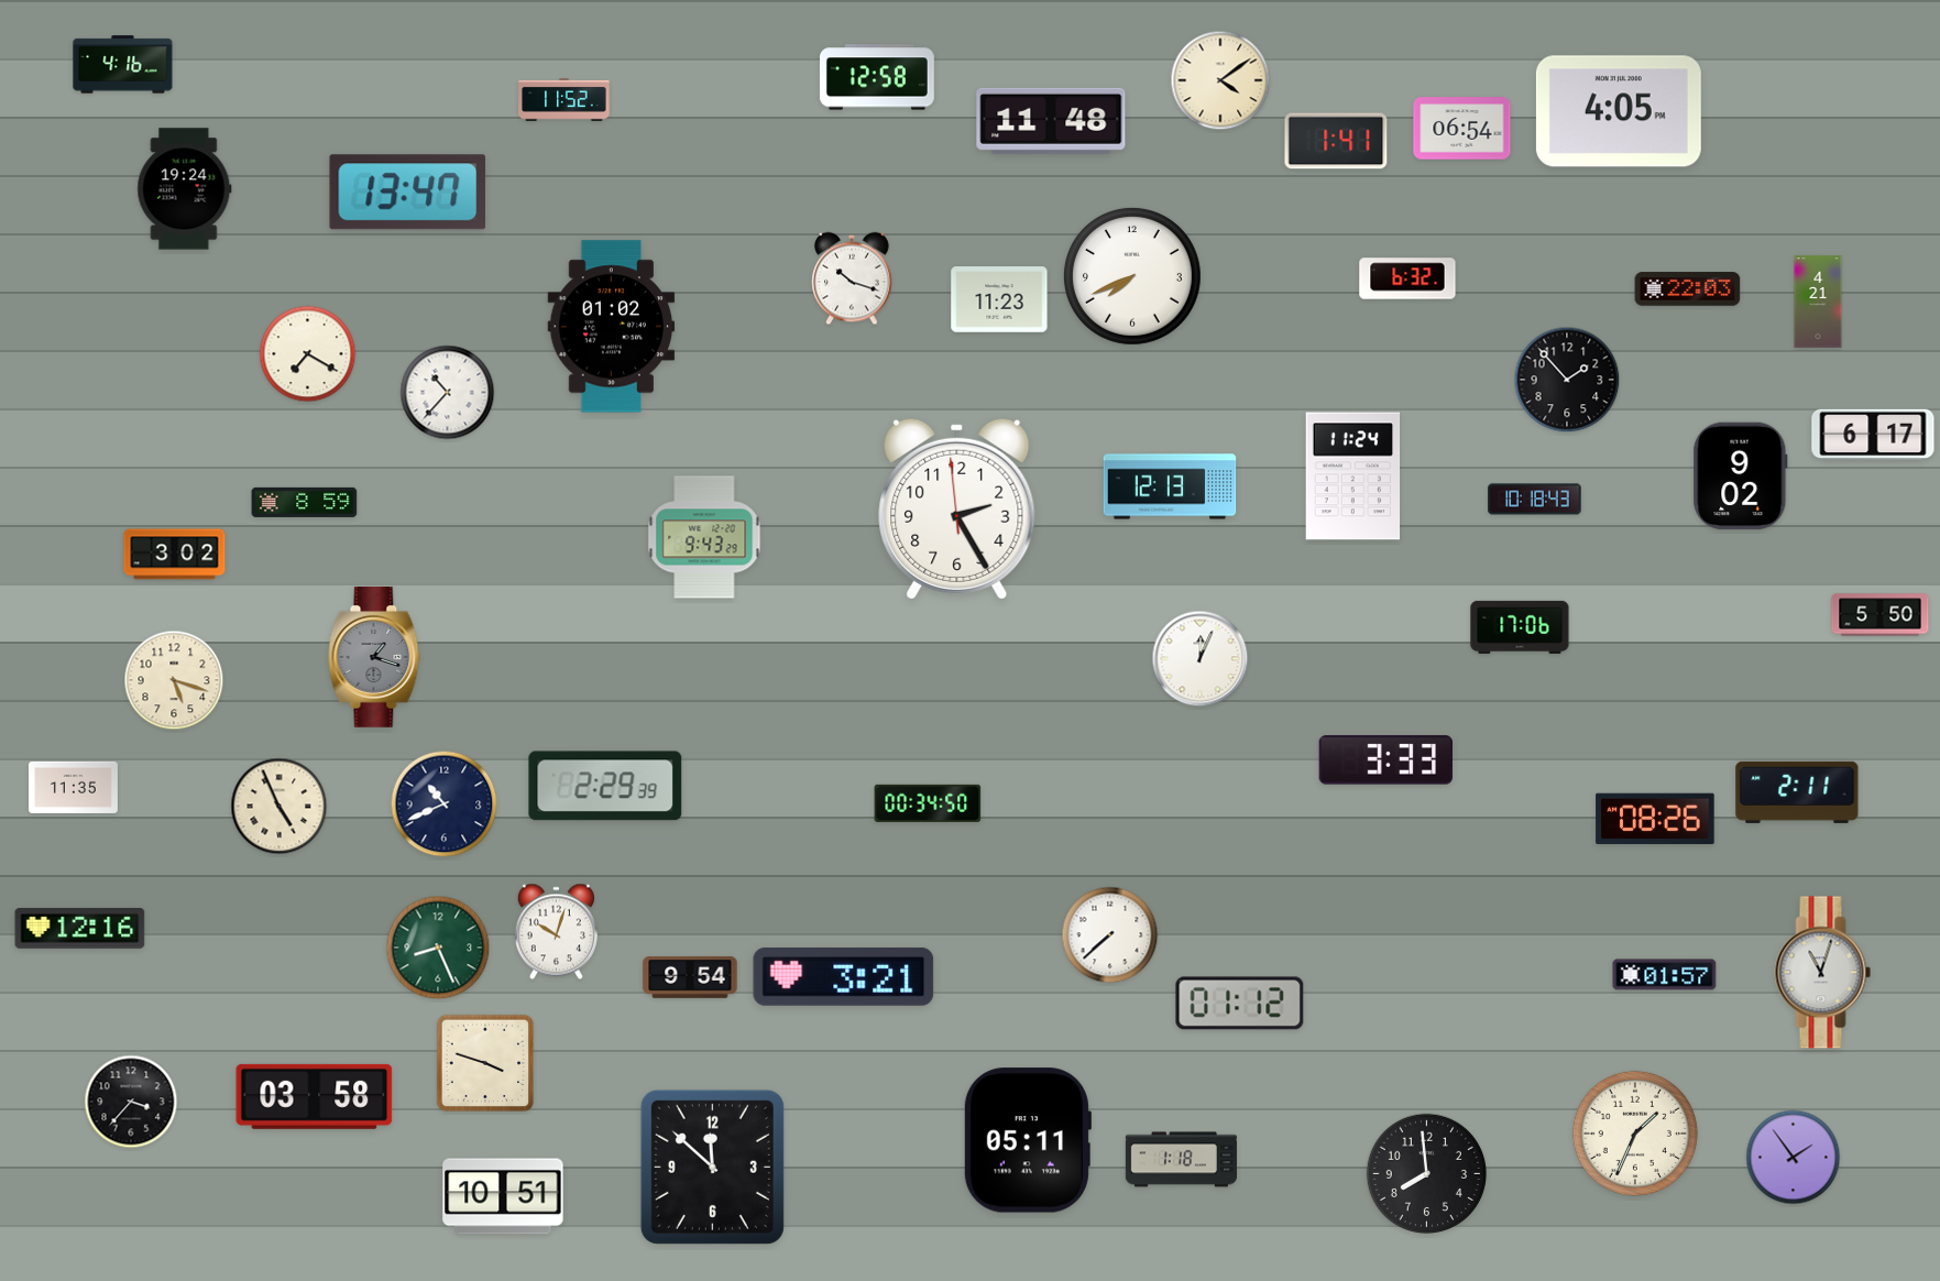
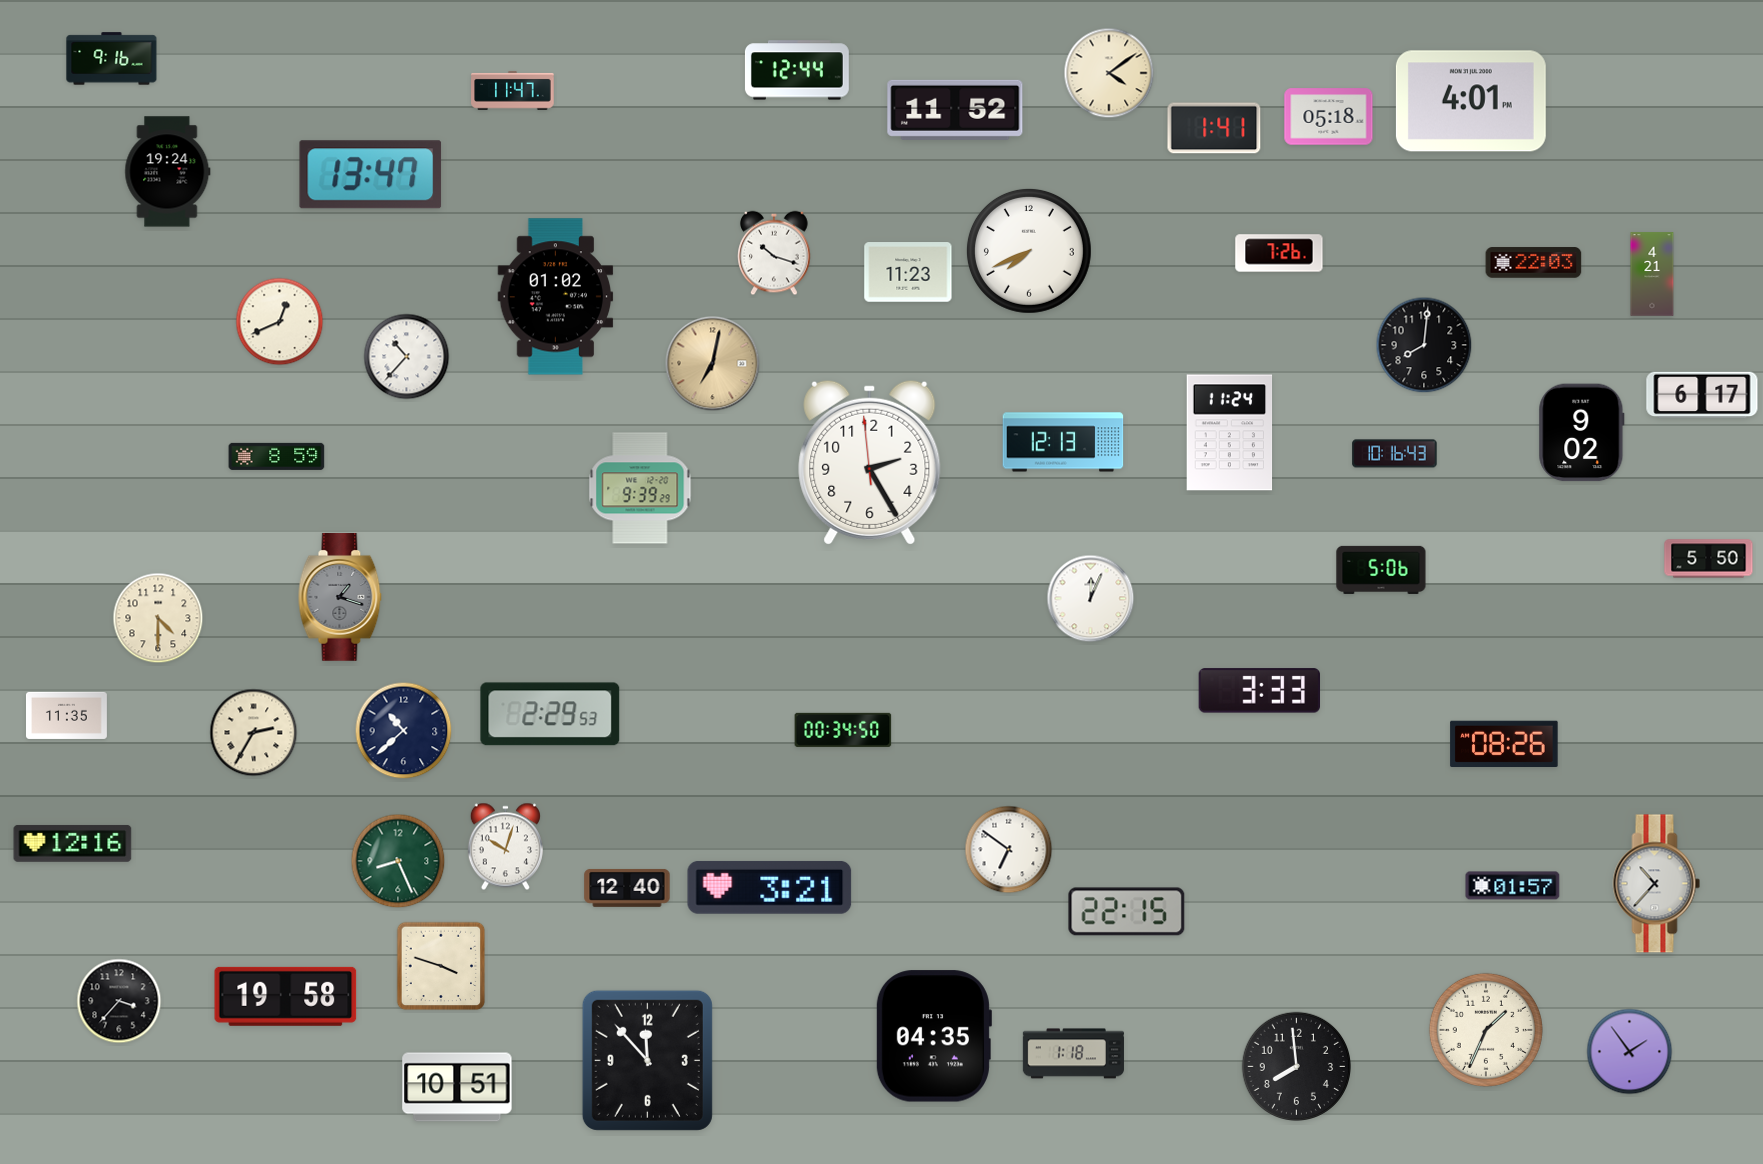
clock at (123, 65): 4:16 -> 9:16
clock at (877, 77): 12:58 -> 12:44
clock at (565, 100): 11:52 -> 11:47
clock at (1619, 111): 4:05 -> 4:01
clock at (1051, 121): 11:48 -> 11:52
clock at (1462, 129): 06:54 -> 05:18
clock at (1407, 278): 6:32 -> 7:26
clock at (308, 354): 7:20 -> 12:41
clock at (1567, 380): 1:53 -> 8:01
clock at (713, 364): none -> 7:02
clock at (1535, 500): 10:18 -> 10:16
clock at (704, 537): 9:43 -> 9:39
clock at (175, 555): 3:02 -> none
clock at (1520, 627): 17:06 -> 5:06
clock at (174, 680): 5:18 -> 4:30
clock at (605, 786): 2:29:39 -> 2:29:53
clock at (1797, 792): 2:11 -> none
clock at (445, 804): 10:41 -> 10:38
clock at (280, 807): 4:56 -> 2:35
clock at (1110, 935): 7:38 -> 6:51
clock at (1823, 973): 11:03 -> 10:37
clock at (844, 976) position: (844, 976) -> (770, 887)
clock at (690, 977): 9:54 -> 12:40
clock at (1240, 1004): 01:12 -> 22:15
clock at (315, 1096): 03:58 -> 19:58
clock at (1027, 1140): 05:11 -> 04:35
clock at (712, 1167): 11:52 -> 11:53
